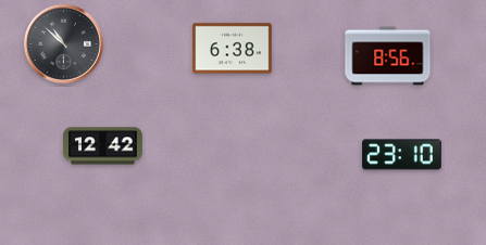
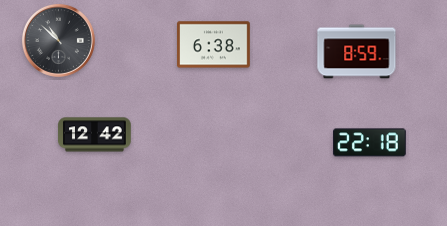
clock at (388, 56): 8:56 -> 8:59
clock at (402, 155): 23:10 -> 22:18
